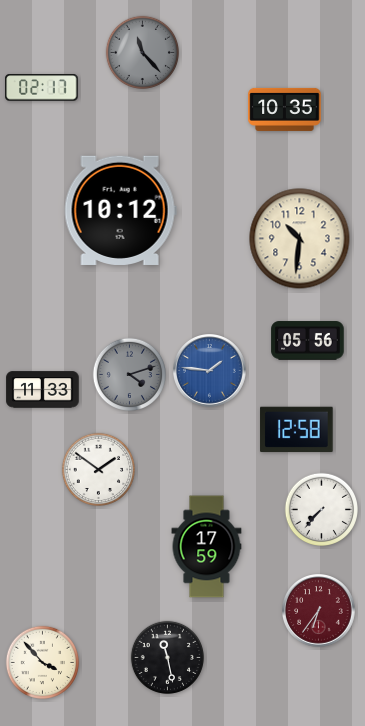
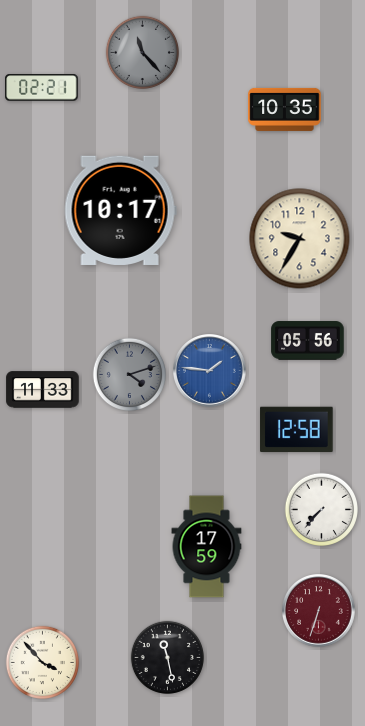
clock at (42, 88): 02:17 -> 02:21
clock at (120, 210): 10:12 -> 10:17
clock at (300, 239): 10:31 -> 9:35
clock at (98, 469): 1:51 -> none
clock at (319, 611): 6:36 -> 6:33
